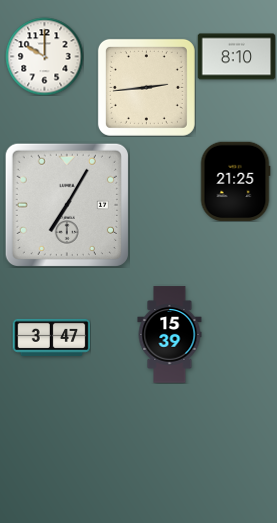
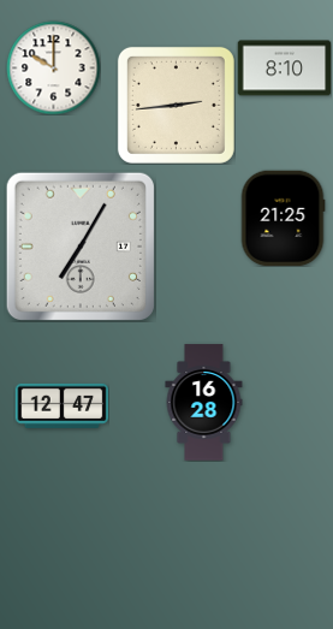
clock at (170, 335): 15:39 -> 16:28
clock at (51, 337): 3:47 -> 12:47
